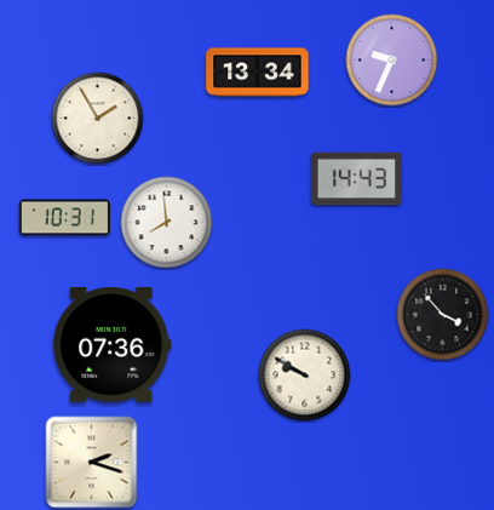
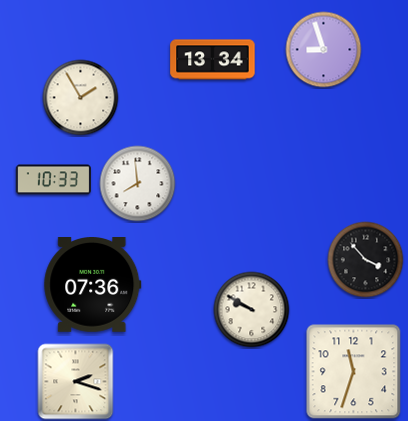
clock at (392, 61): 9:34 -> 8:57
clock at (356, 179): 14:43 -> none
clock at (64, 218): 10:31 -> 10:33
clock at (354, 372): none -> 11:33
